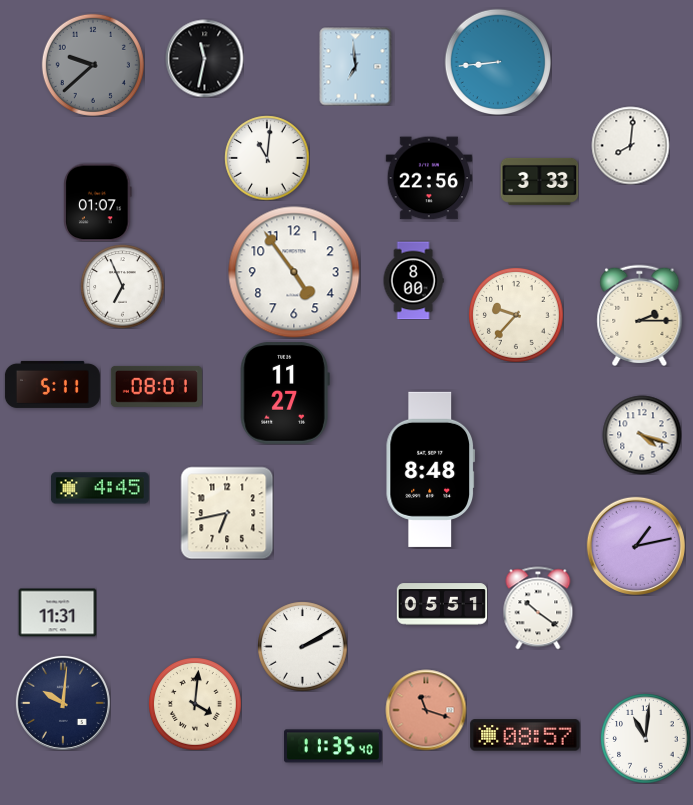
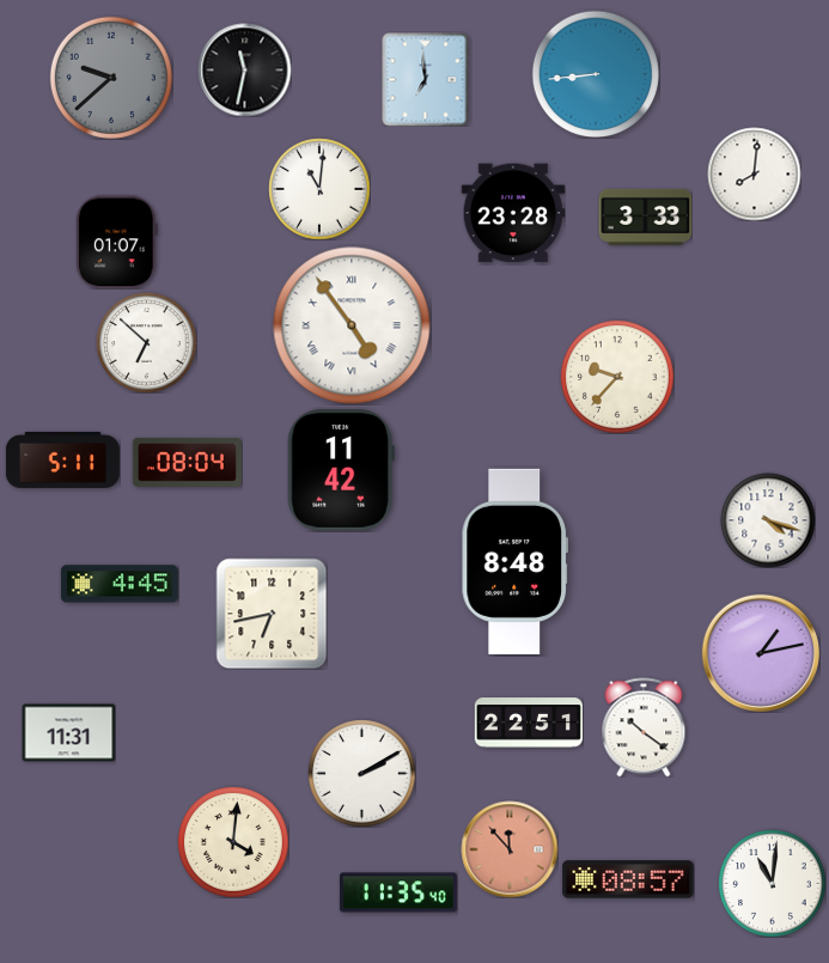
clock at (429, 178): 22:56 -> 23:28
clock at (294, 272) numerals: Arabic -> Roman
clock at (413, 280): 8:00 -> none
clock at (122, 286): 6:56 -> 6:52
clock at (640, 315): 2:15 -> none
clock at (156, 386): 08:01 -> 08:04
clock at (285, 393): 11:27 -> 11:42
clock at (441, 604): 05:51 -> 22:51
clock at (63, 703): 10:01 -> none
clock at (426, 710): 11:18 -> 11:53
